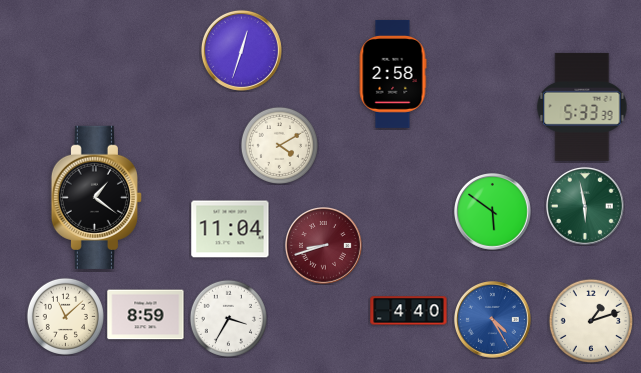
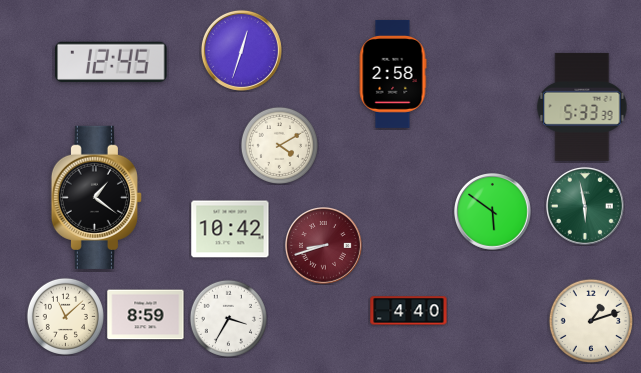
clock at (112, 61): none -> 12:45
clock at (230, 229): 11:04 -> 10:42
clock at (493, 320): 4:25 -> none
